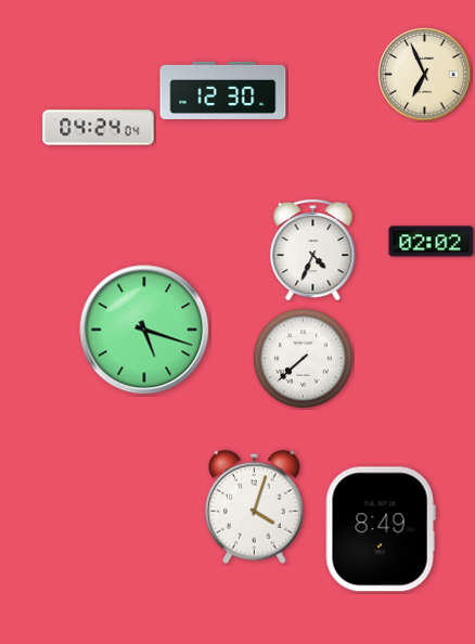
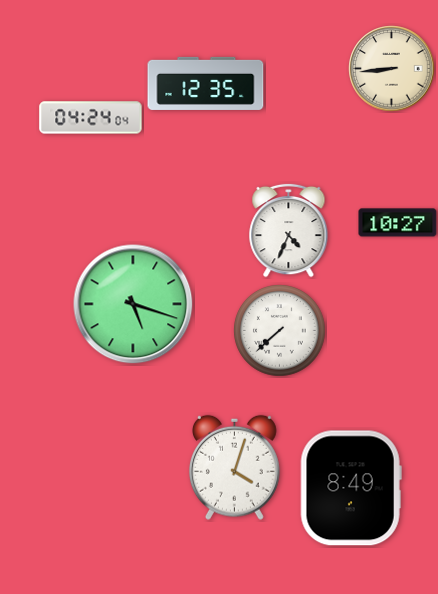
clock at (425, 75): 6:56 -> 8:44
clock at (223, 90): 12:30 -> 12:35
clock at (432, 242): 02:02 -> 10:27
